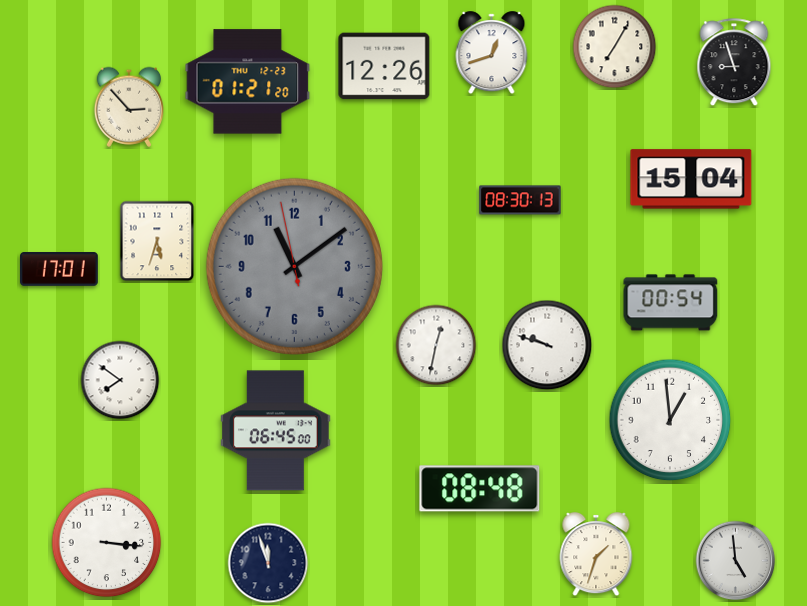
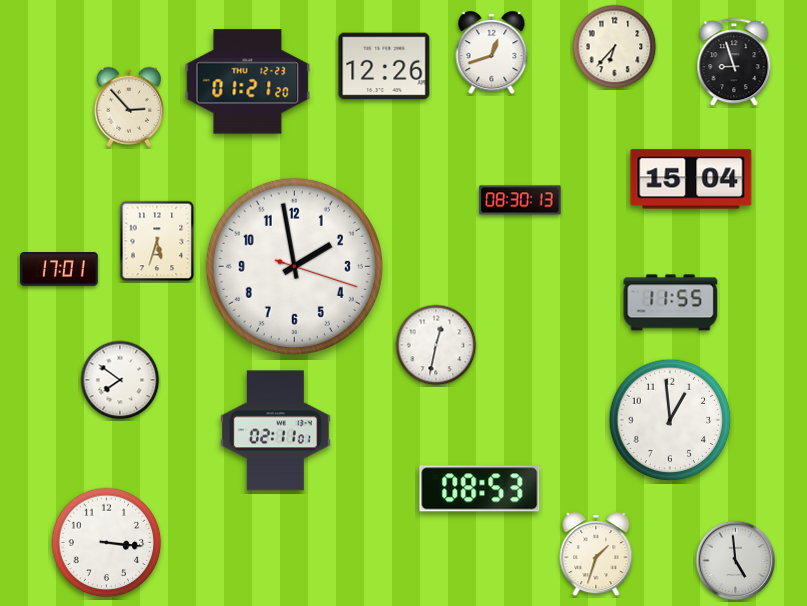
clock at (615, 47): 7:05 -> 6:37
clock at (294, 266): 11:08 -> 1:58
clock at (294, 266) dial: grey -> white
clock at (671, 303): 00:54 -> 11:55
clock at (547, 345): 9:48 -> none
clock at (276, 431): 06:45 -> 02:11
clock at (480, 489): 08:48 -> 08:53
clock at (268, 563): 11:57 -> none
